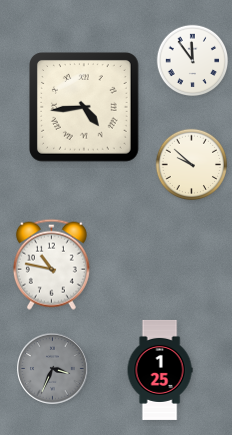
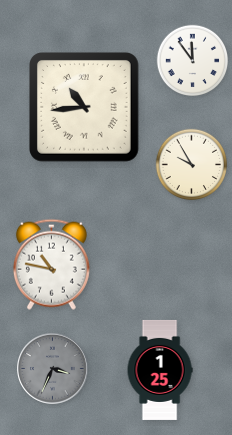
clock at (85, 108): 4:44 -> 10:44
clock at (192, 165): 9:52 -> 9:55
